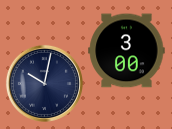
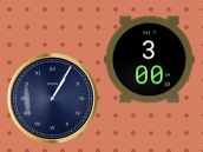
clock at (44, 83): 10:02 -> 1:05
